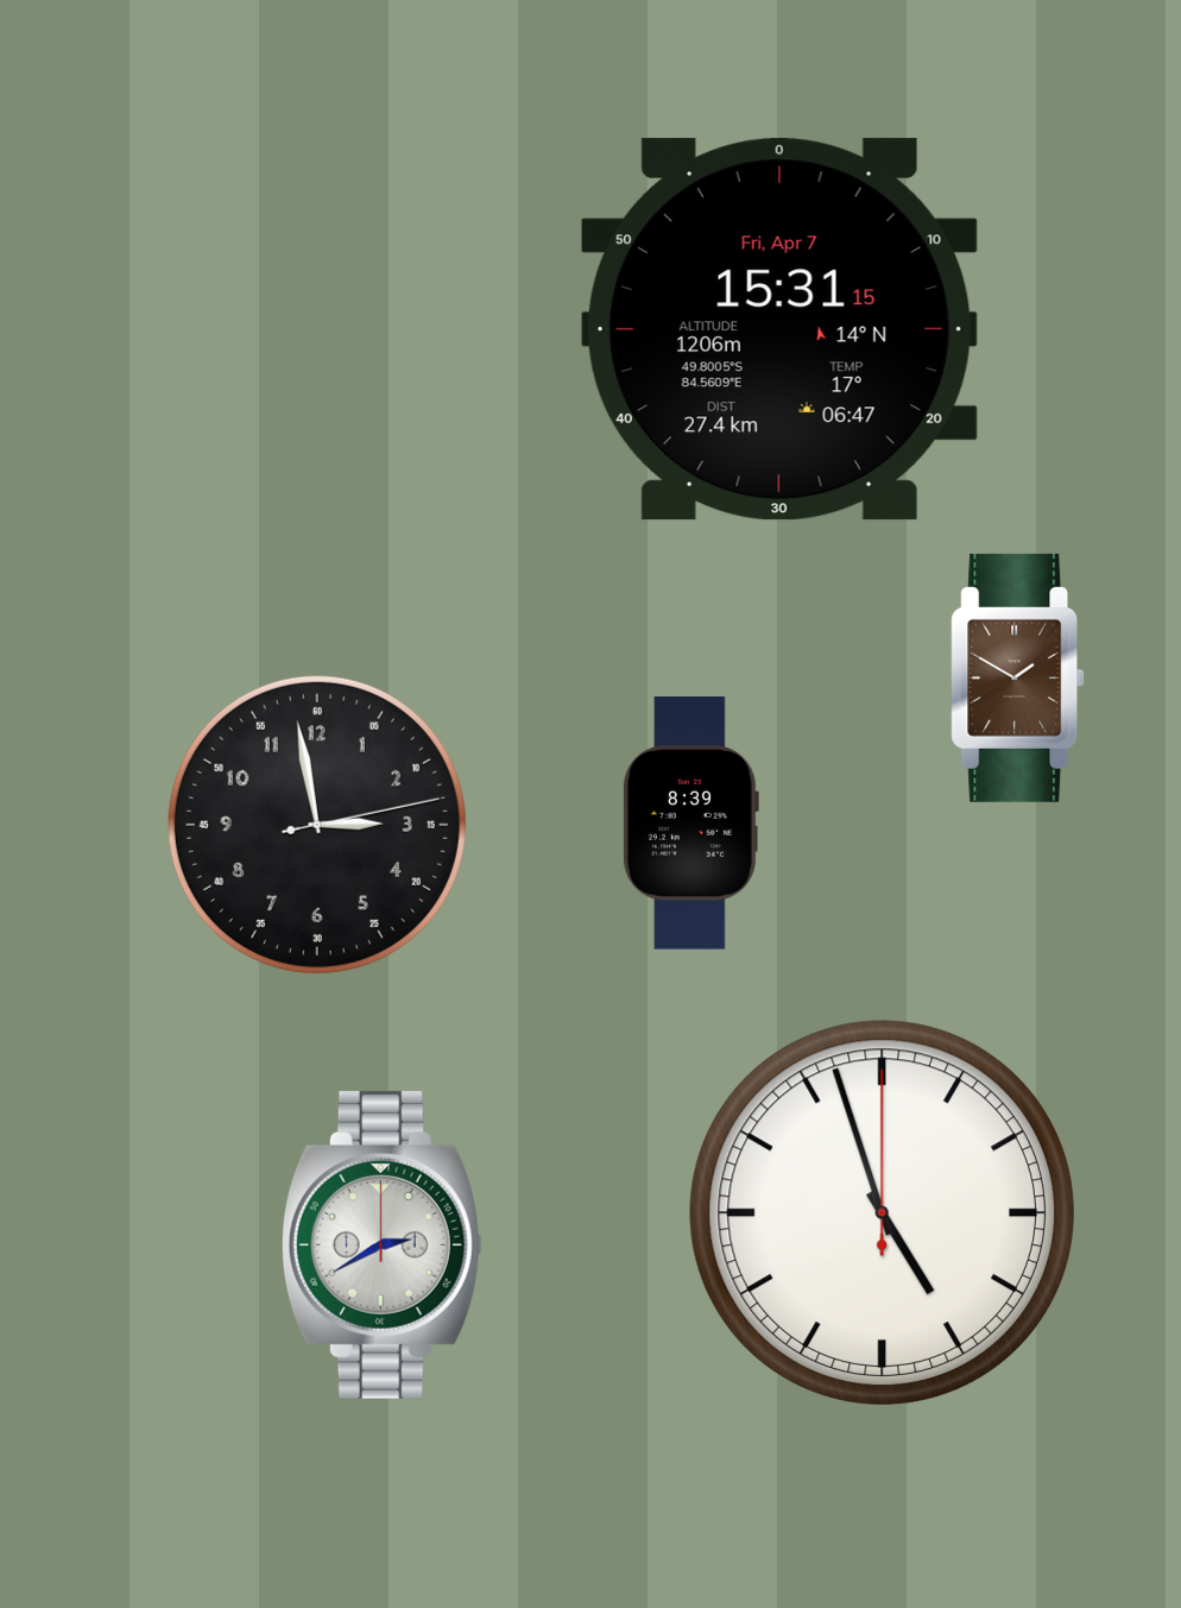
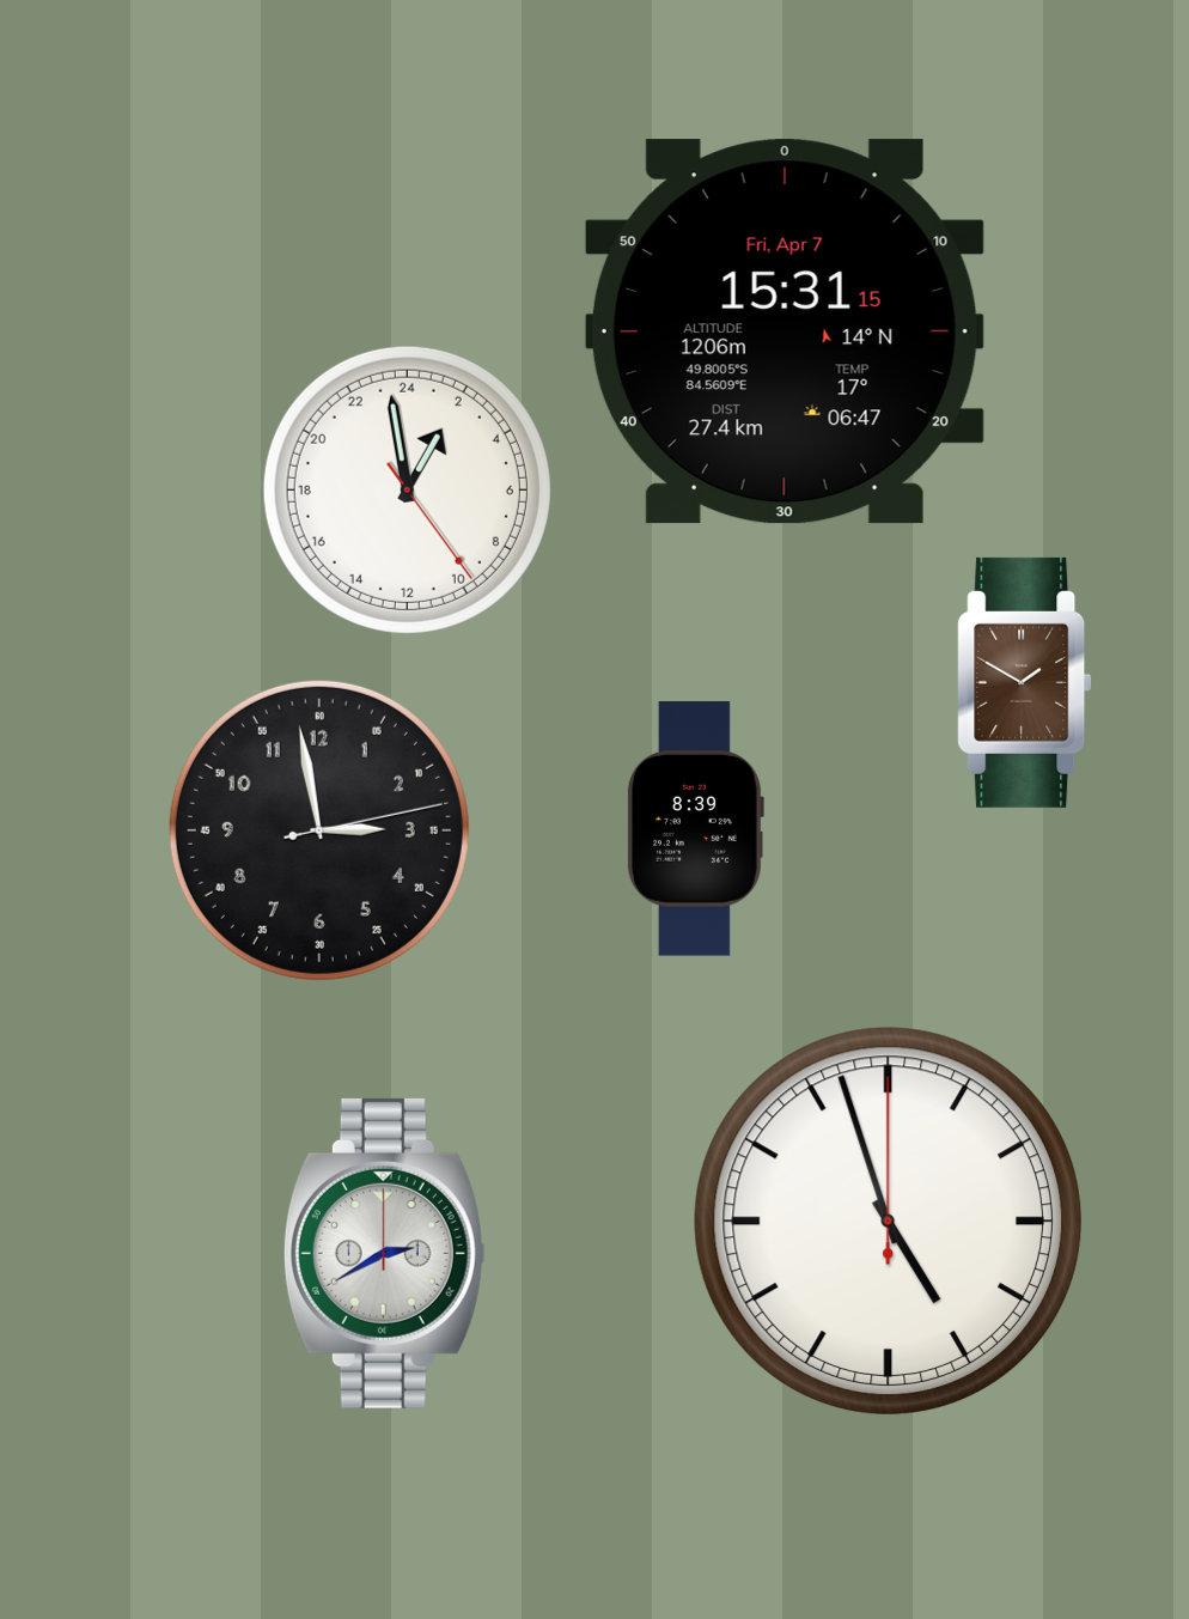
clock at (407, 489): none -> 1:58
